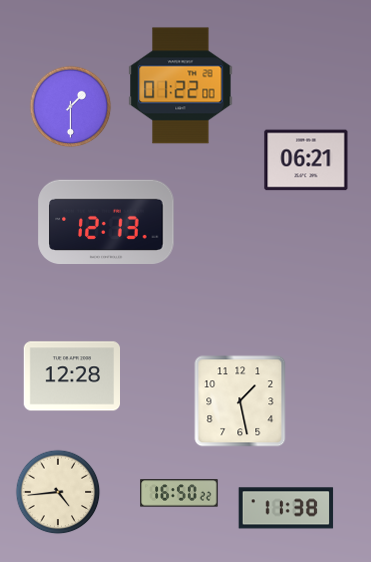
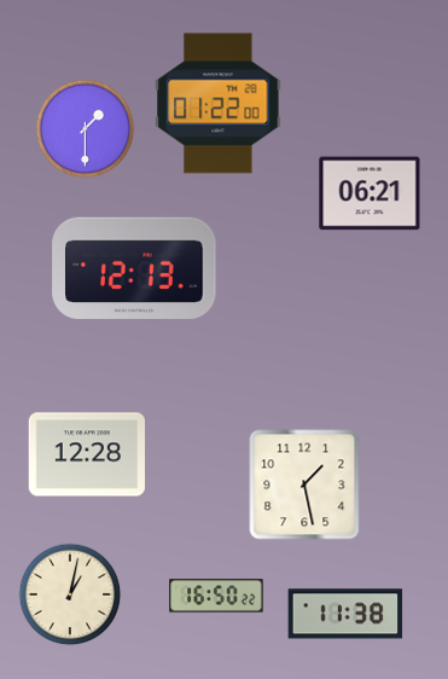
clock at (106, 221) position: (106, 221) -> (134, 267)
clock at (240, 401) position: (240, 401) -> (304, 484)
clock at (58, 492): 4:44 -> 1:02
